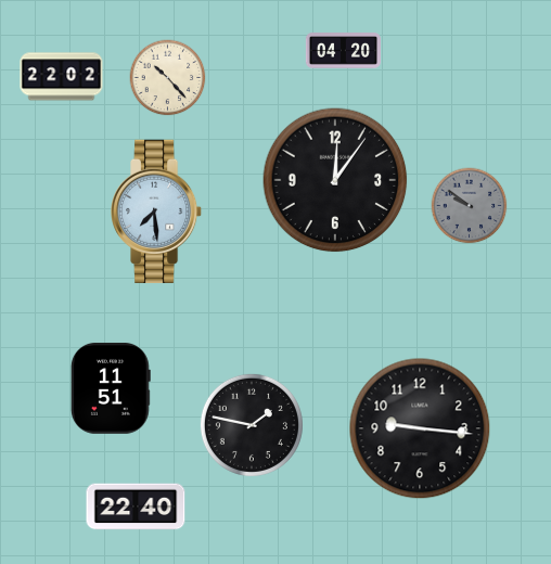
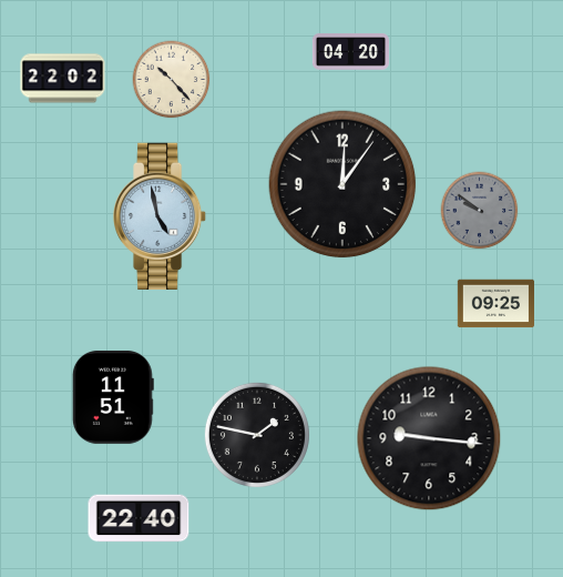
clock at (157, 211): 7:29 -> 4:58
clock at (495, 304): none -> 09:25
